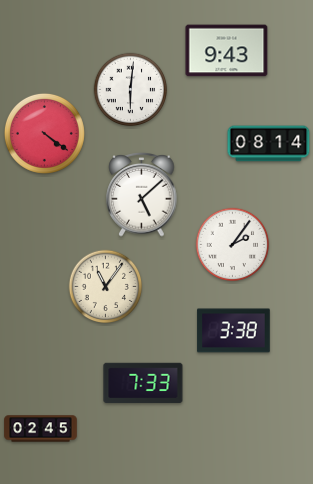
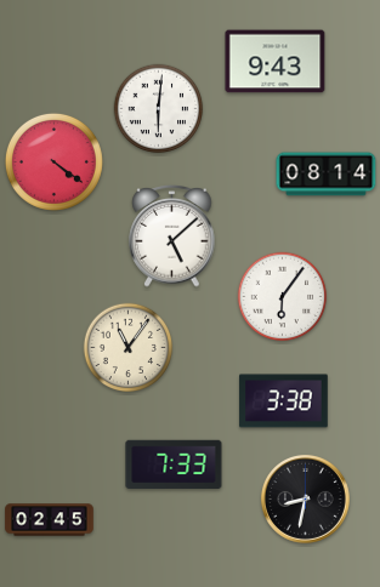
clock at (233, 245): 2:06 -> 6:06
clock at (305, 498): none -> 8:32
